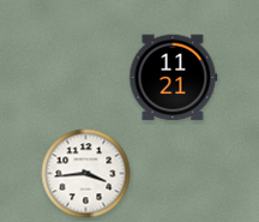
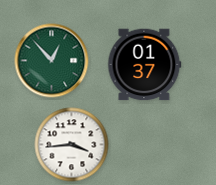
clock at (52, 61): none -> 12:53
clock at (174, 78): 11:21 -> 01:37
